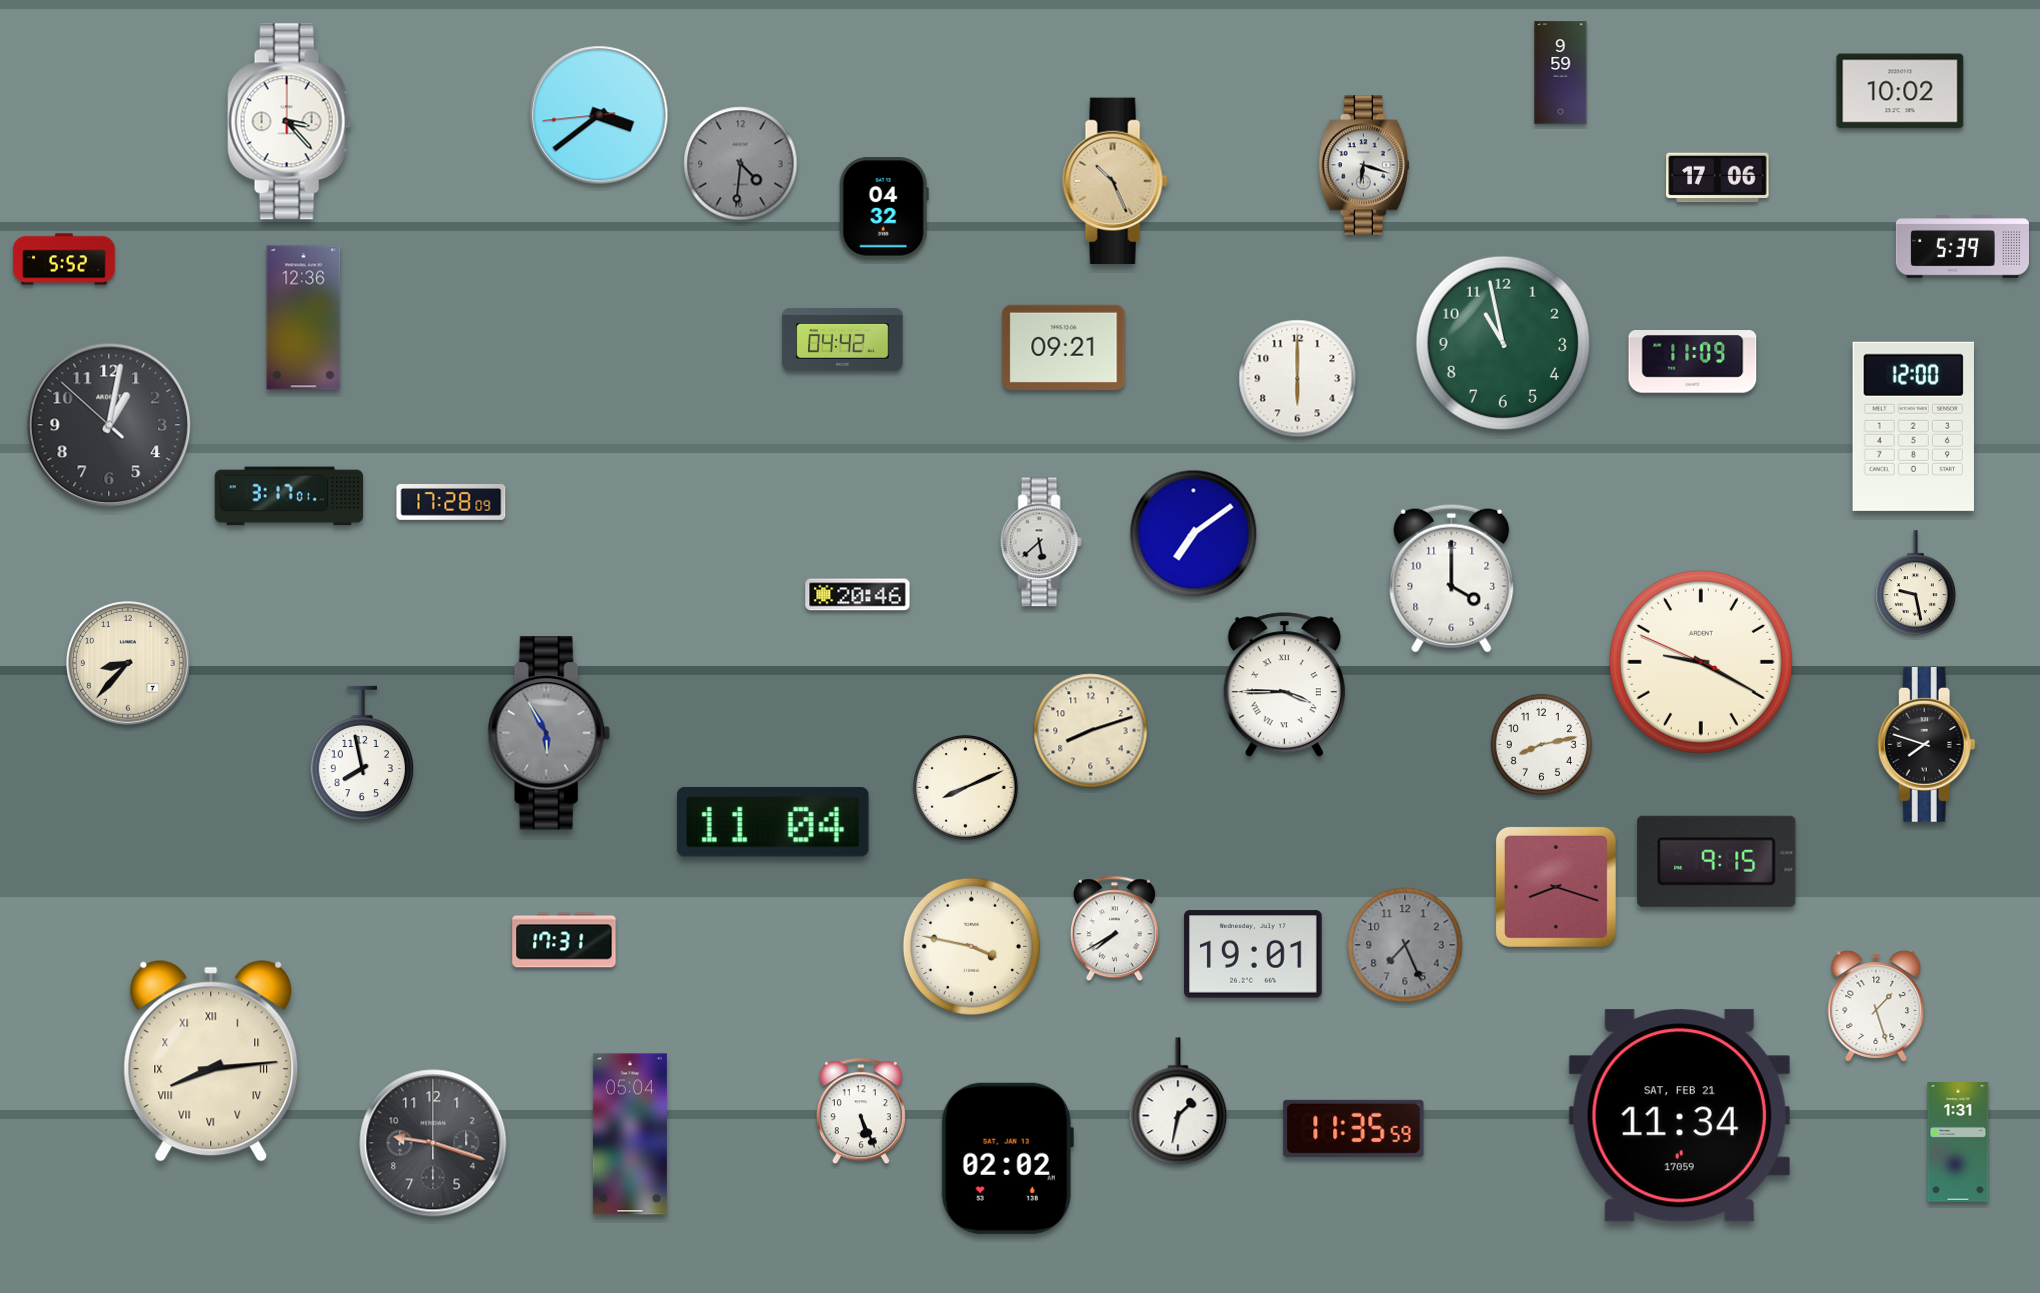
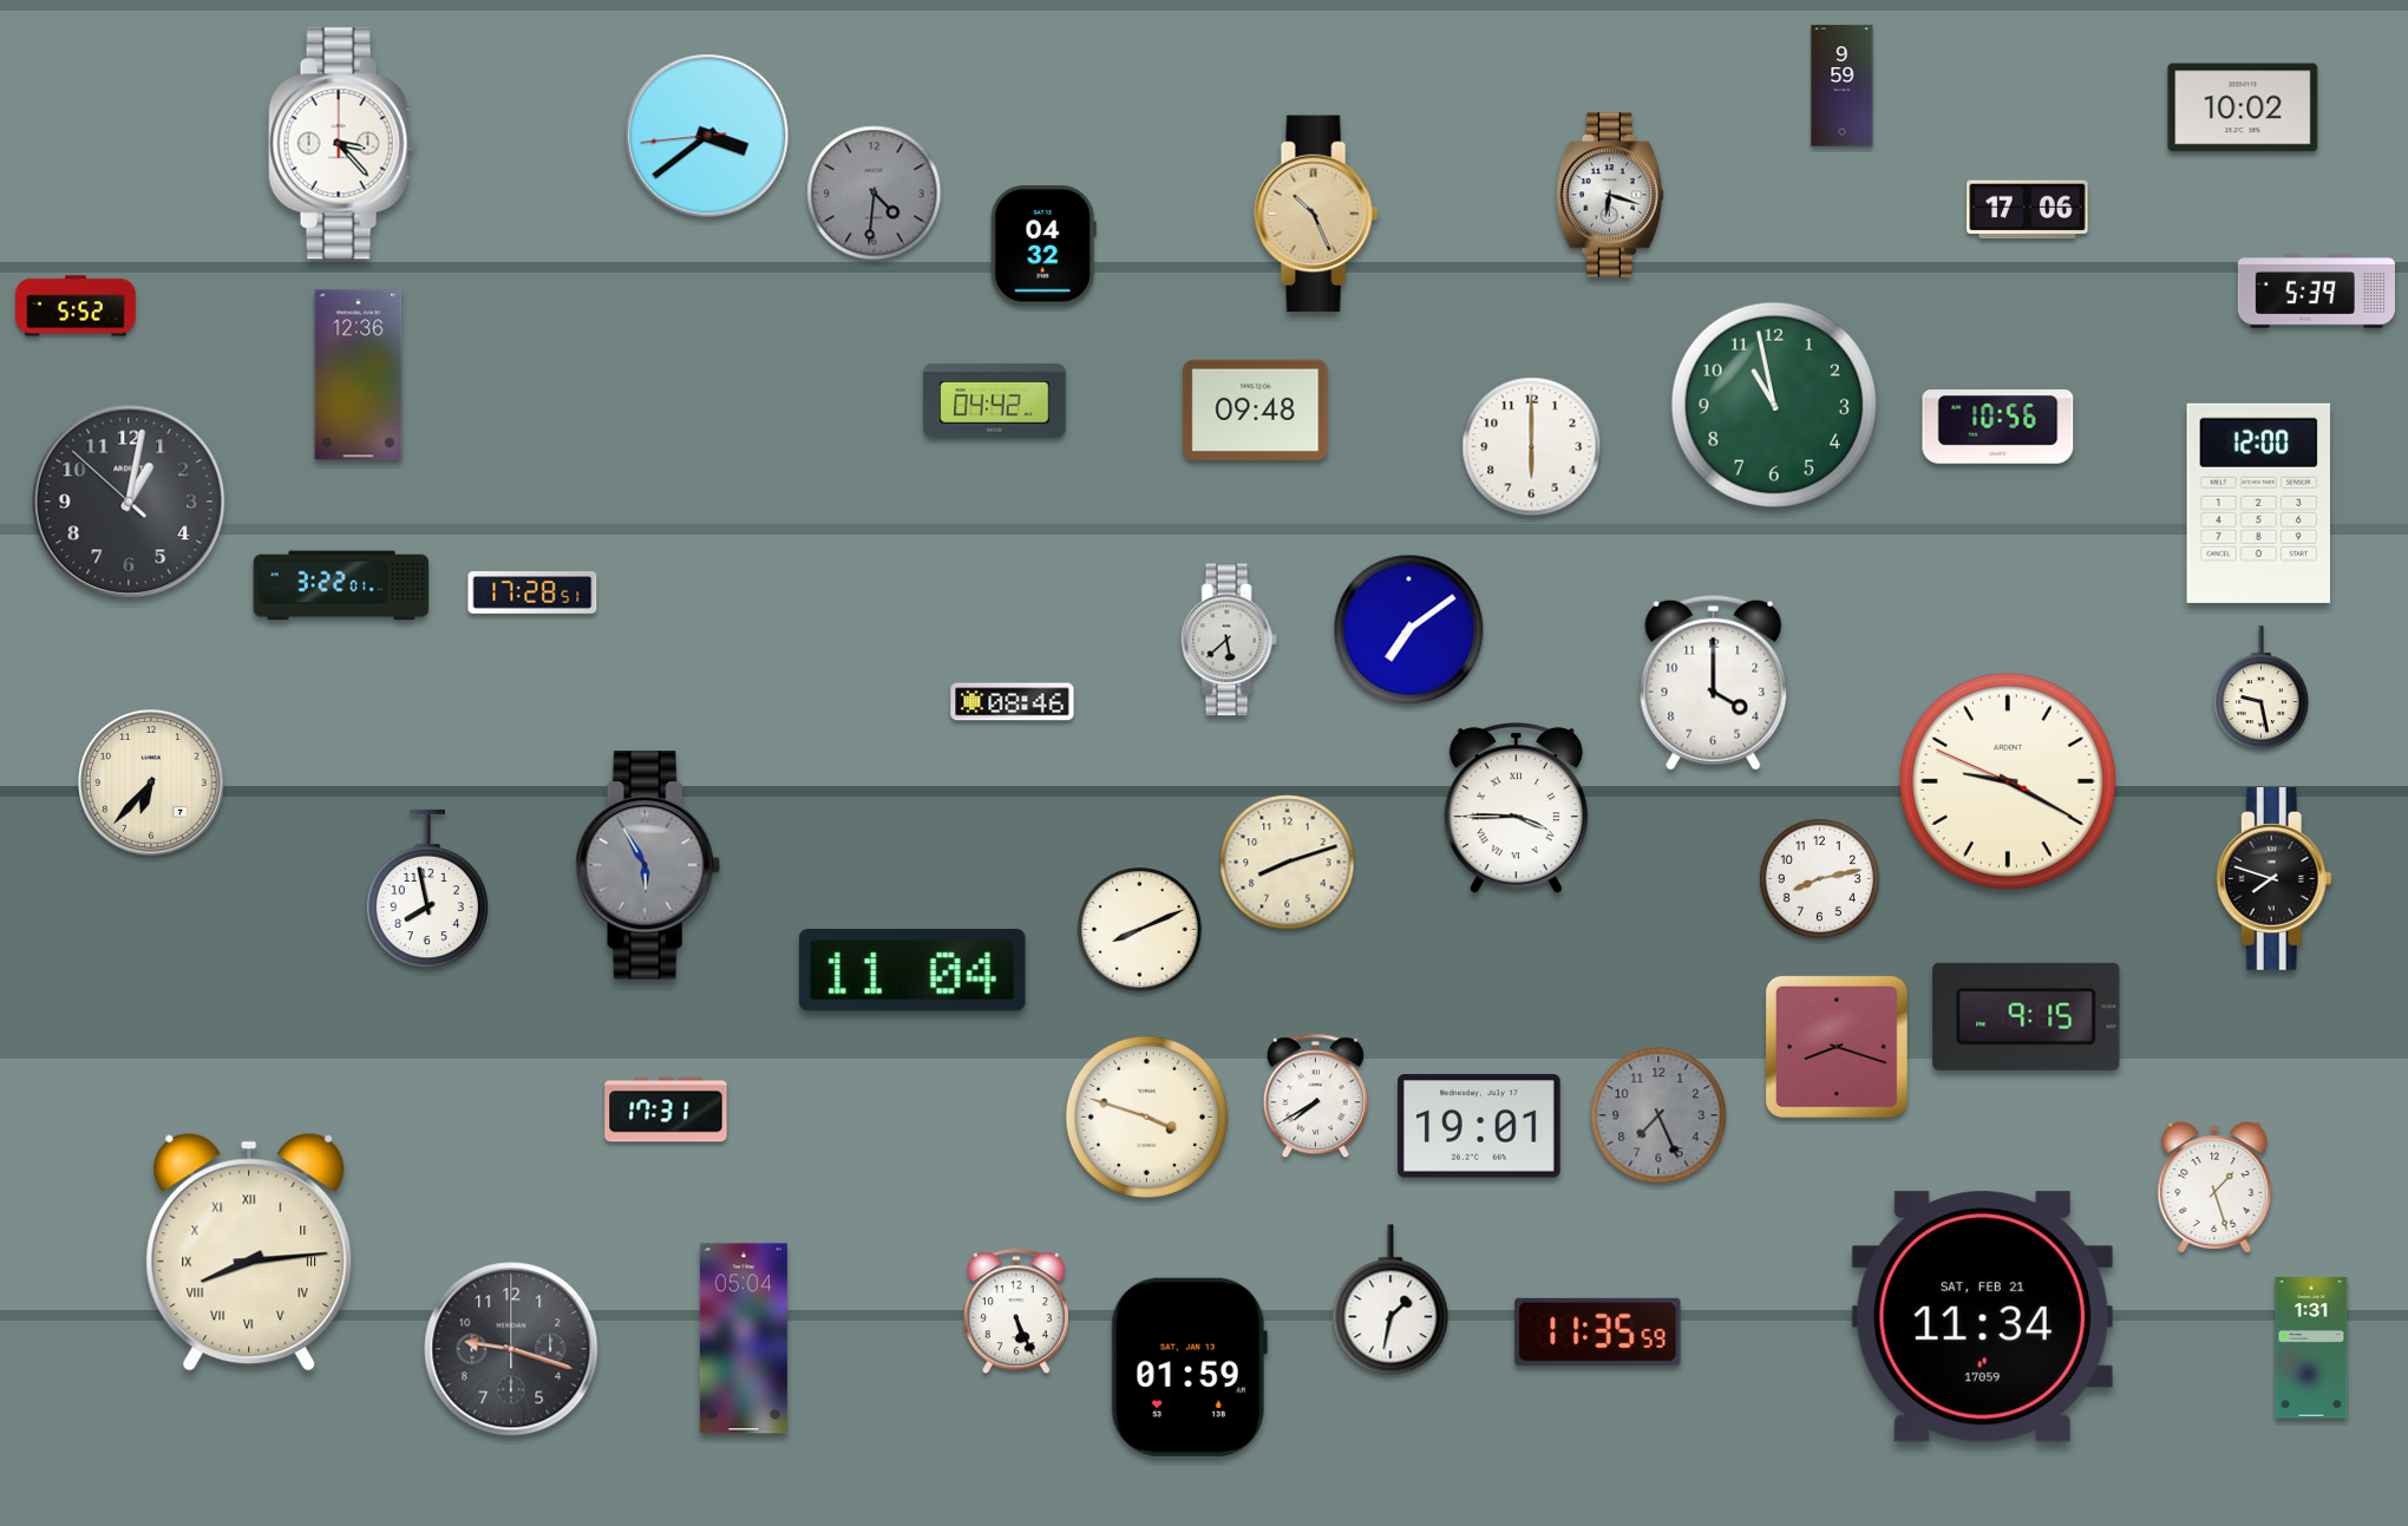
clock at (1064, 347): 09:21 -> 09:48
clock at (1693, 362): 11:09 -> 10:56
clock at (289, 496): 3:17 -> 3:22
clock at (451, 503): 17:28:09 -> 17:28:51
clock at (858, 595): 20:46 -> 08:46
clock at (128, 663): 8:37 -> 6:37
clock at (971, 946): 3:47 -> 3:48
clock at (1007, 1158): 02:02 -> 01:59
